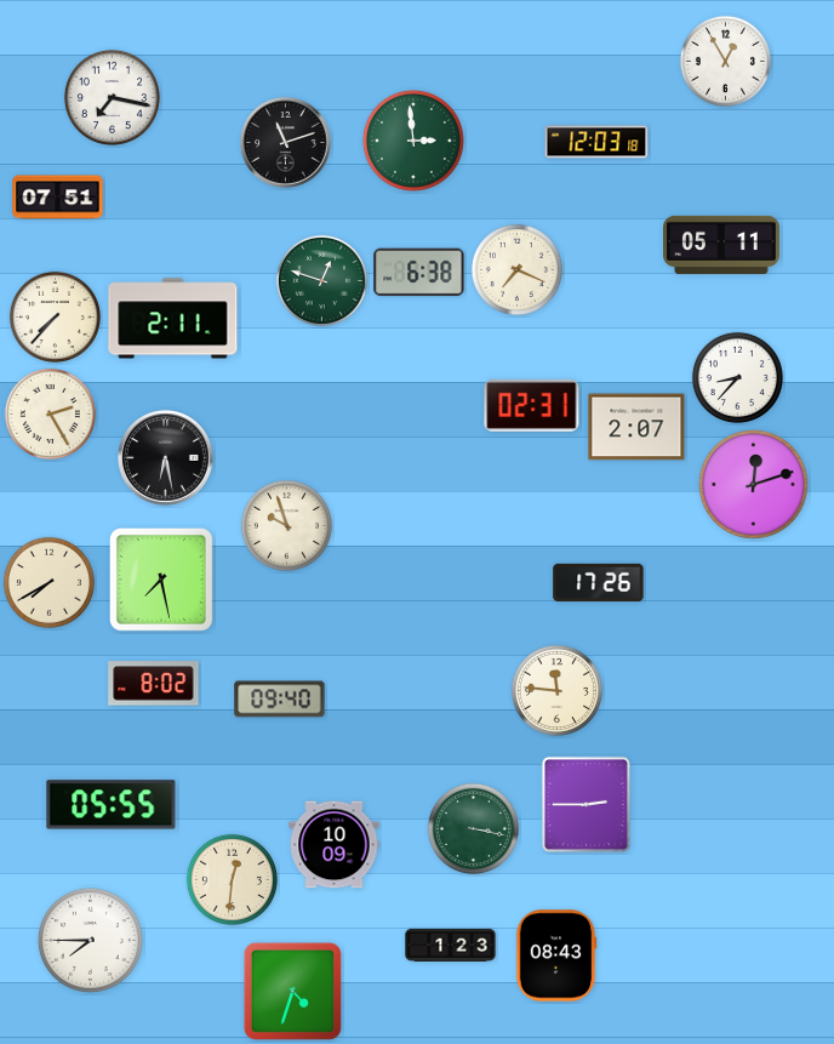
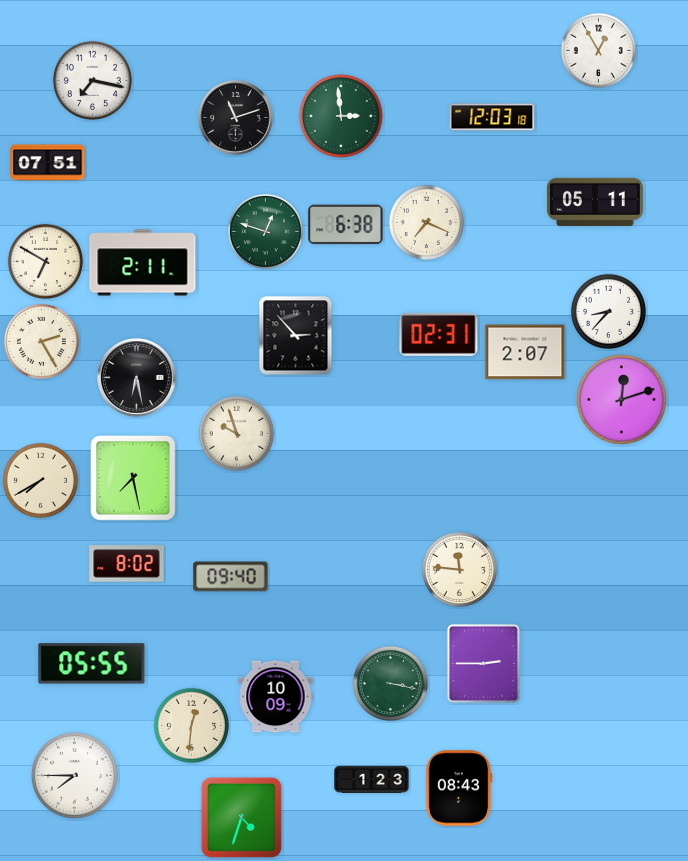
clock at (55, 316): 7:37 -> 6:50
clock at (296, 336): none -> 2:53
clock at (599, 583): 17:26 -> none
